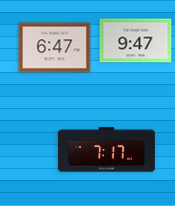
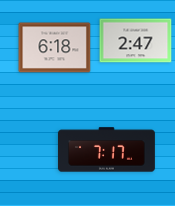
clock at (136, 41): 9:47 -> 2:47
clock at (55, 48): 6:47 -> 6:18
